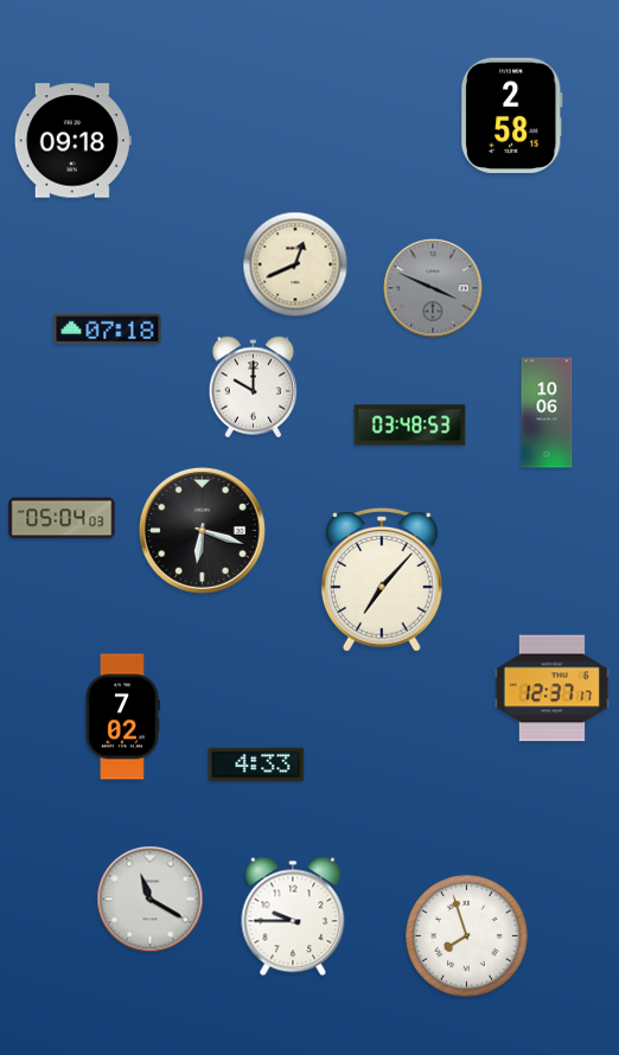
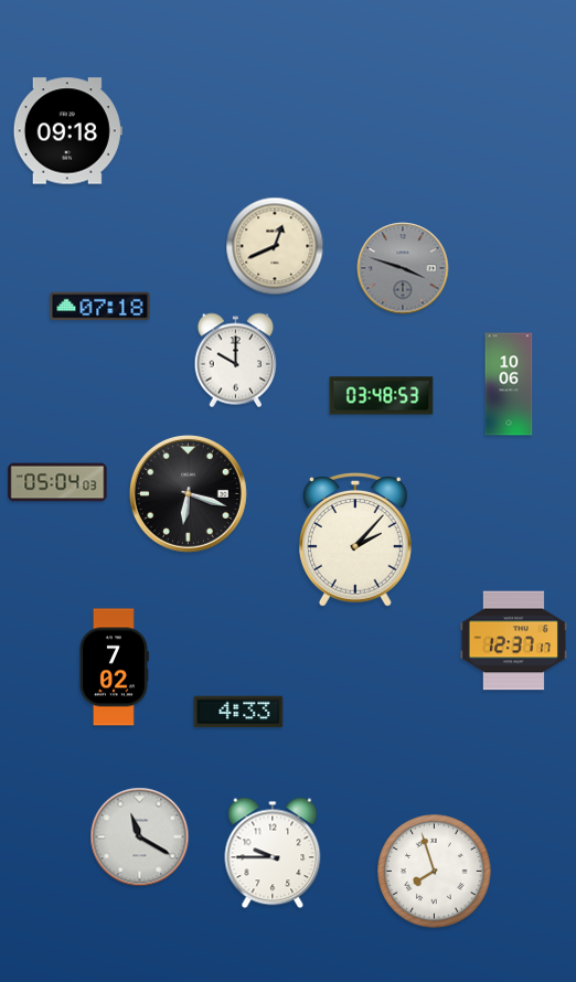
clock at (511, 115): 2:58 -> none
clock at (433, 288): 3:49 -> 3:48
clock at (382, 580): 7:07 -> 2:07
